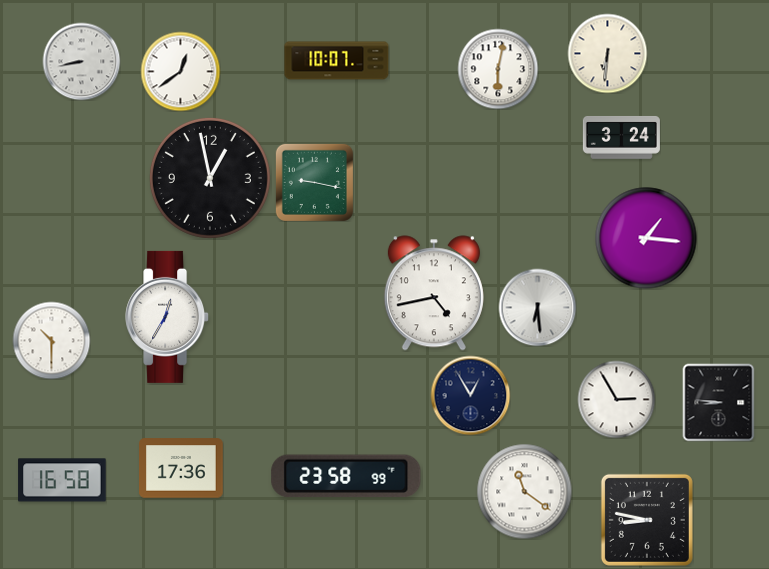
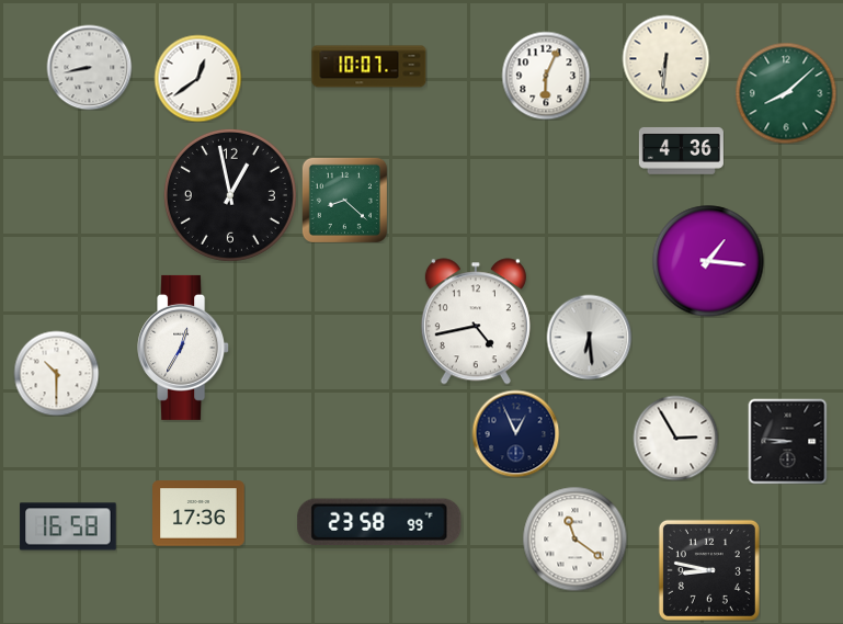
clock at (498, 69): 6:02 -> 6:04
clock at (786, 93): none -> 8:08
clock at (621, 138): 3:24 -> 4:36
clock at (314, 182): 9:17 -> 8:22
clock at (470, 395): 12:55 -> 12:56
